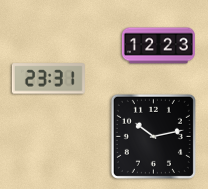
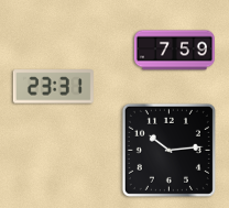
clock at (158, 46): 12:23 -> 7:59
clock at (153, 136): 10:13 -> 10:14
